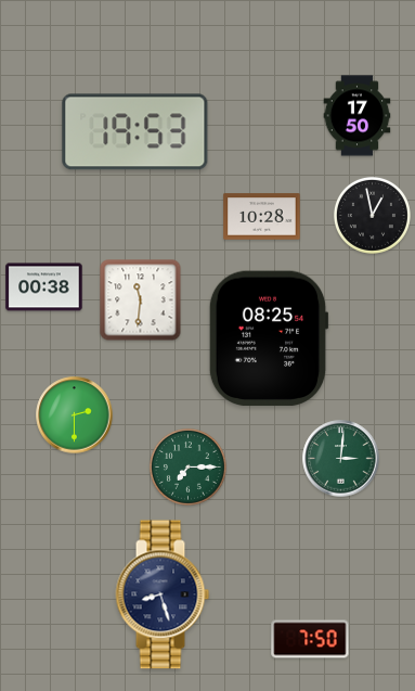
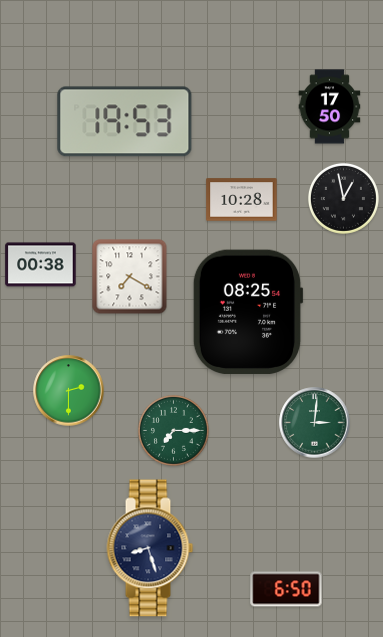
clock at (141, 300): 11:31 -> 7:20
clock at (75, 415) position: (75, 415) -> (69, 391)
clock at (310, 639): 7:50 -> 6:50
